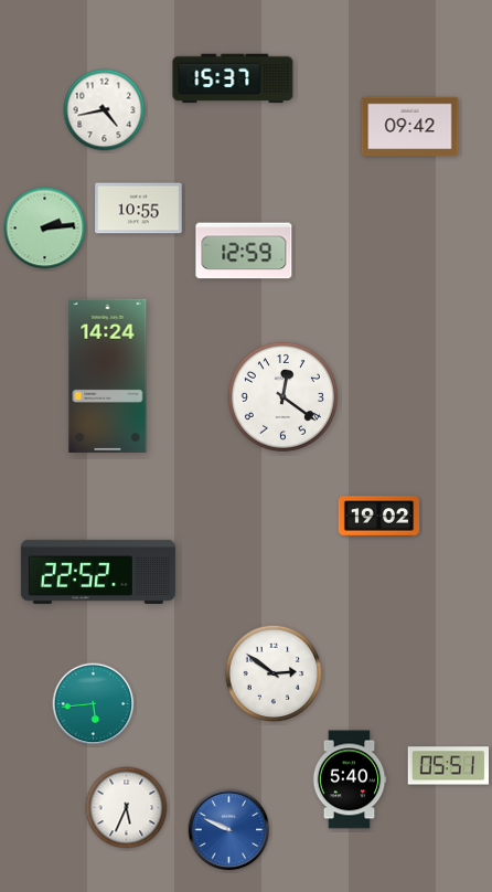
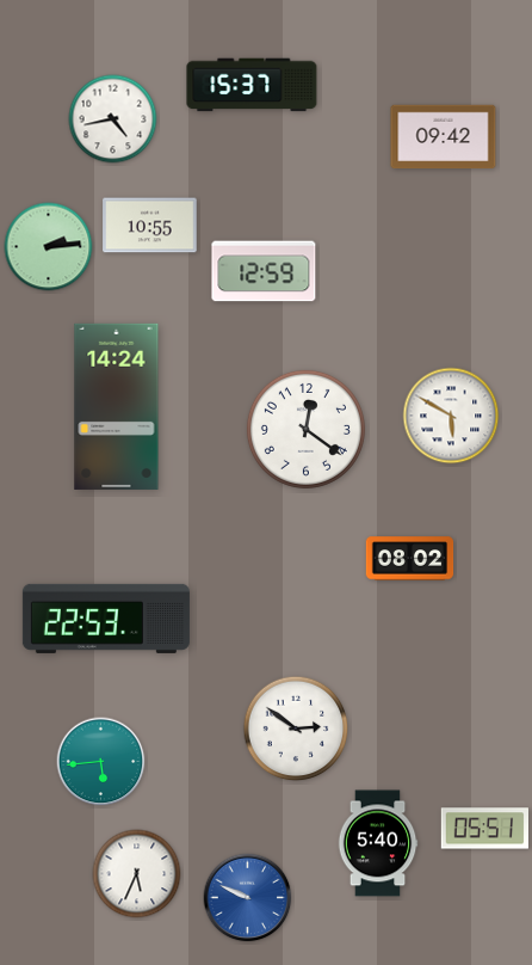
clock at (451, 416): none -> 5:50
clock at (379, 517): 19:02 -> 08:02
clock at (98, 572): 22:52 -> 22:53
